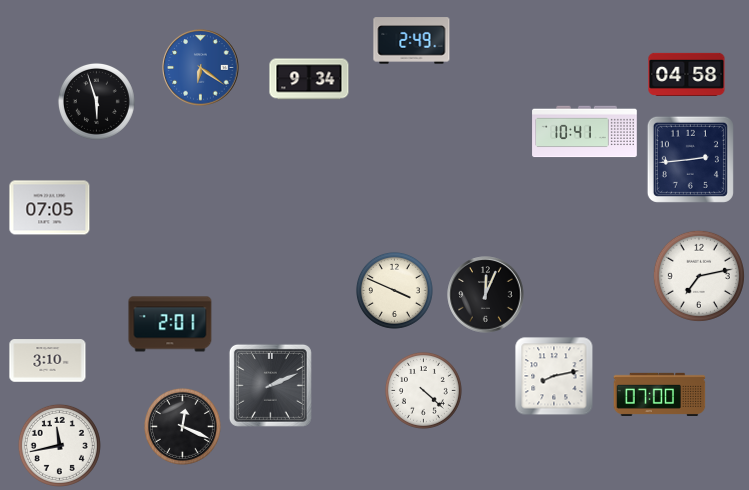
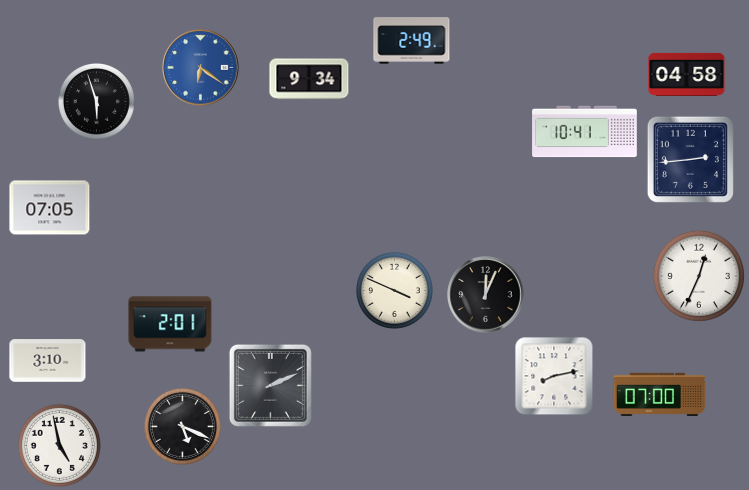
clock at (699, 276): 7:13 -> 12:34
clock at (423, 390): 4:22 -> none
clock at (182, 426): 12:19 -> 5:19
clock at (59, 445): 11:43 -> 4:58
